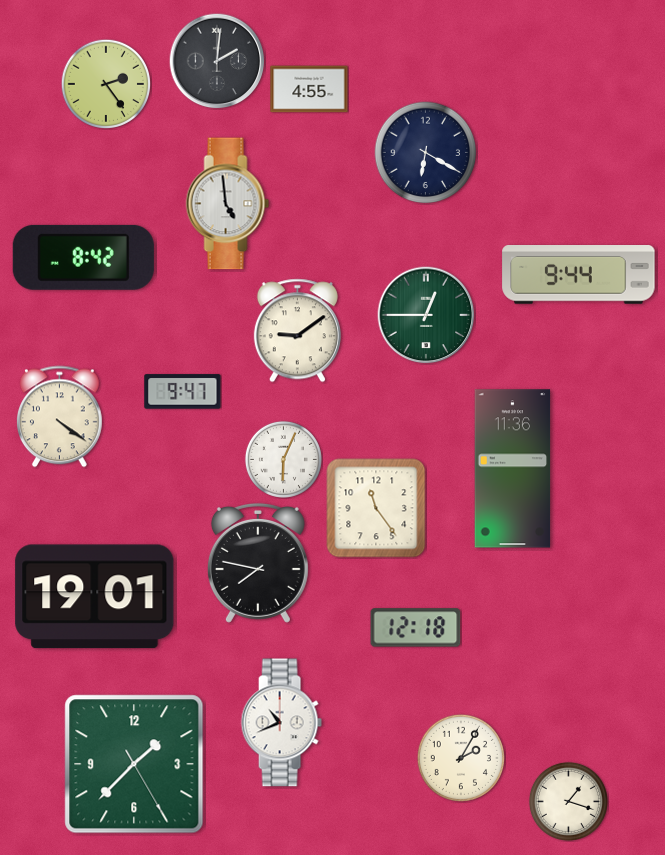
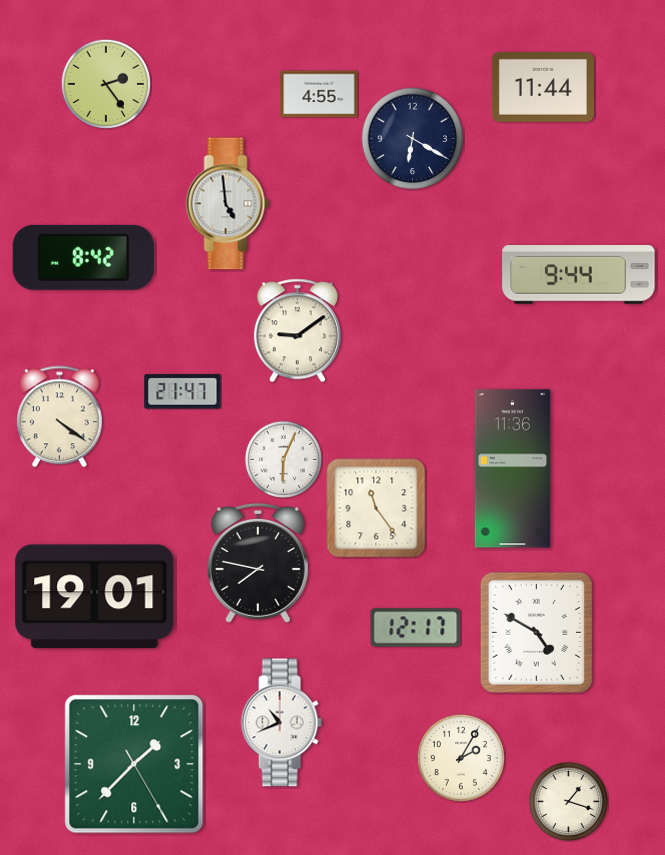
clock at (217, 61): 2:01 -> none
clock at (543, 87): none -> 11:44
clock at (309, 89) position: (309, 89) -> (319, 94)
clock at (426, 153) position: (426, 153) -> (413, 139)
clock at (426, 315): 12:45 -> none
clock at (183, 392): 9:47 -> 21:47
clock at (416, 628): 12:18 -> 12:17
clock at (536, 632): none -> 4:50
